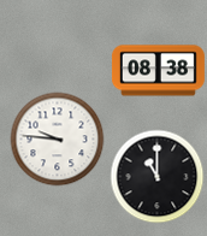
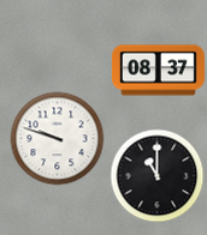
clock at (158, 71): 08:38 -> 08:37
clock at (57, 138): 9:46 -> 9:48
